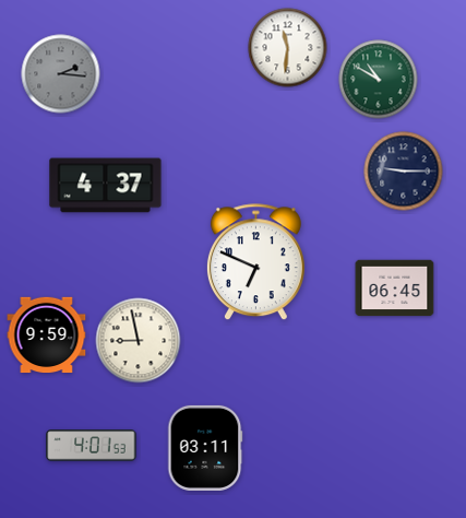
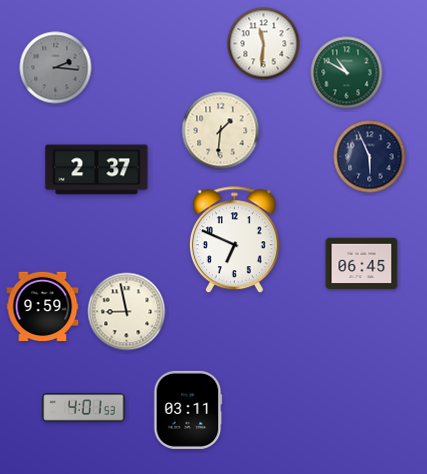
clock at (221, 131): none -> 1:31
clock at (404, 172): 9:15 -> 5:56
clock at (106, 186): 4:37 -> 2:37
